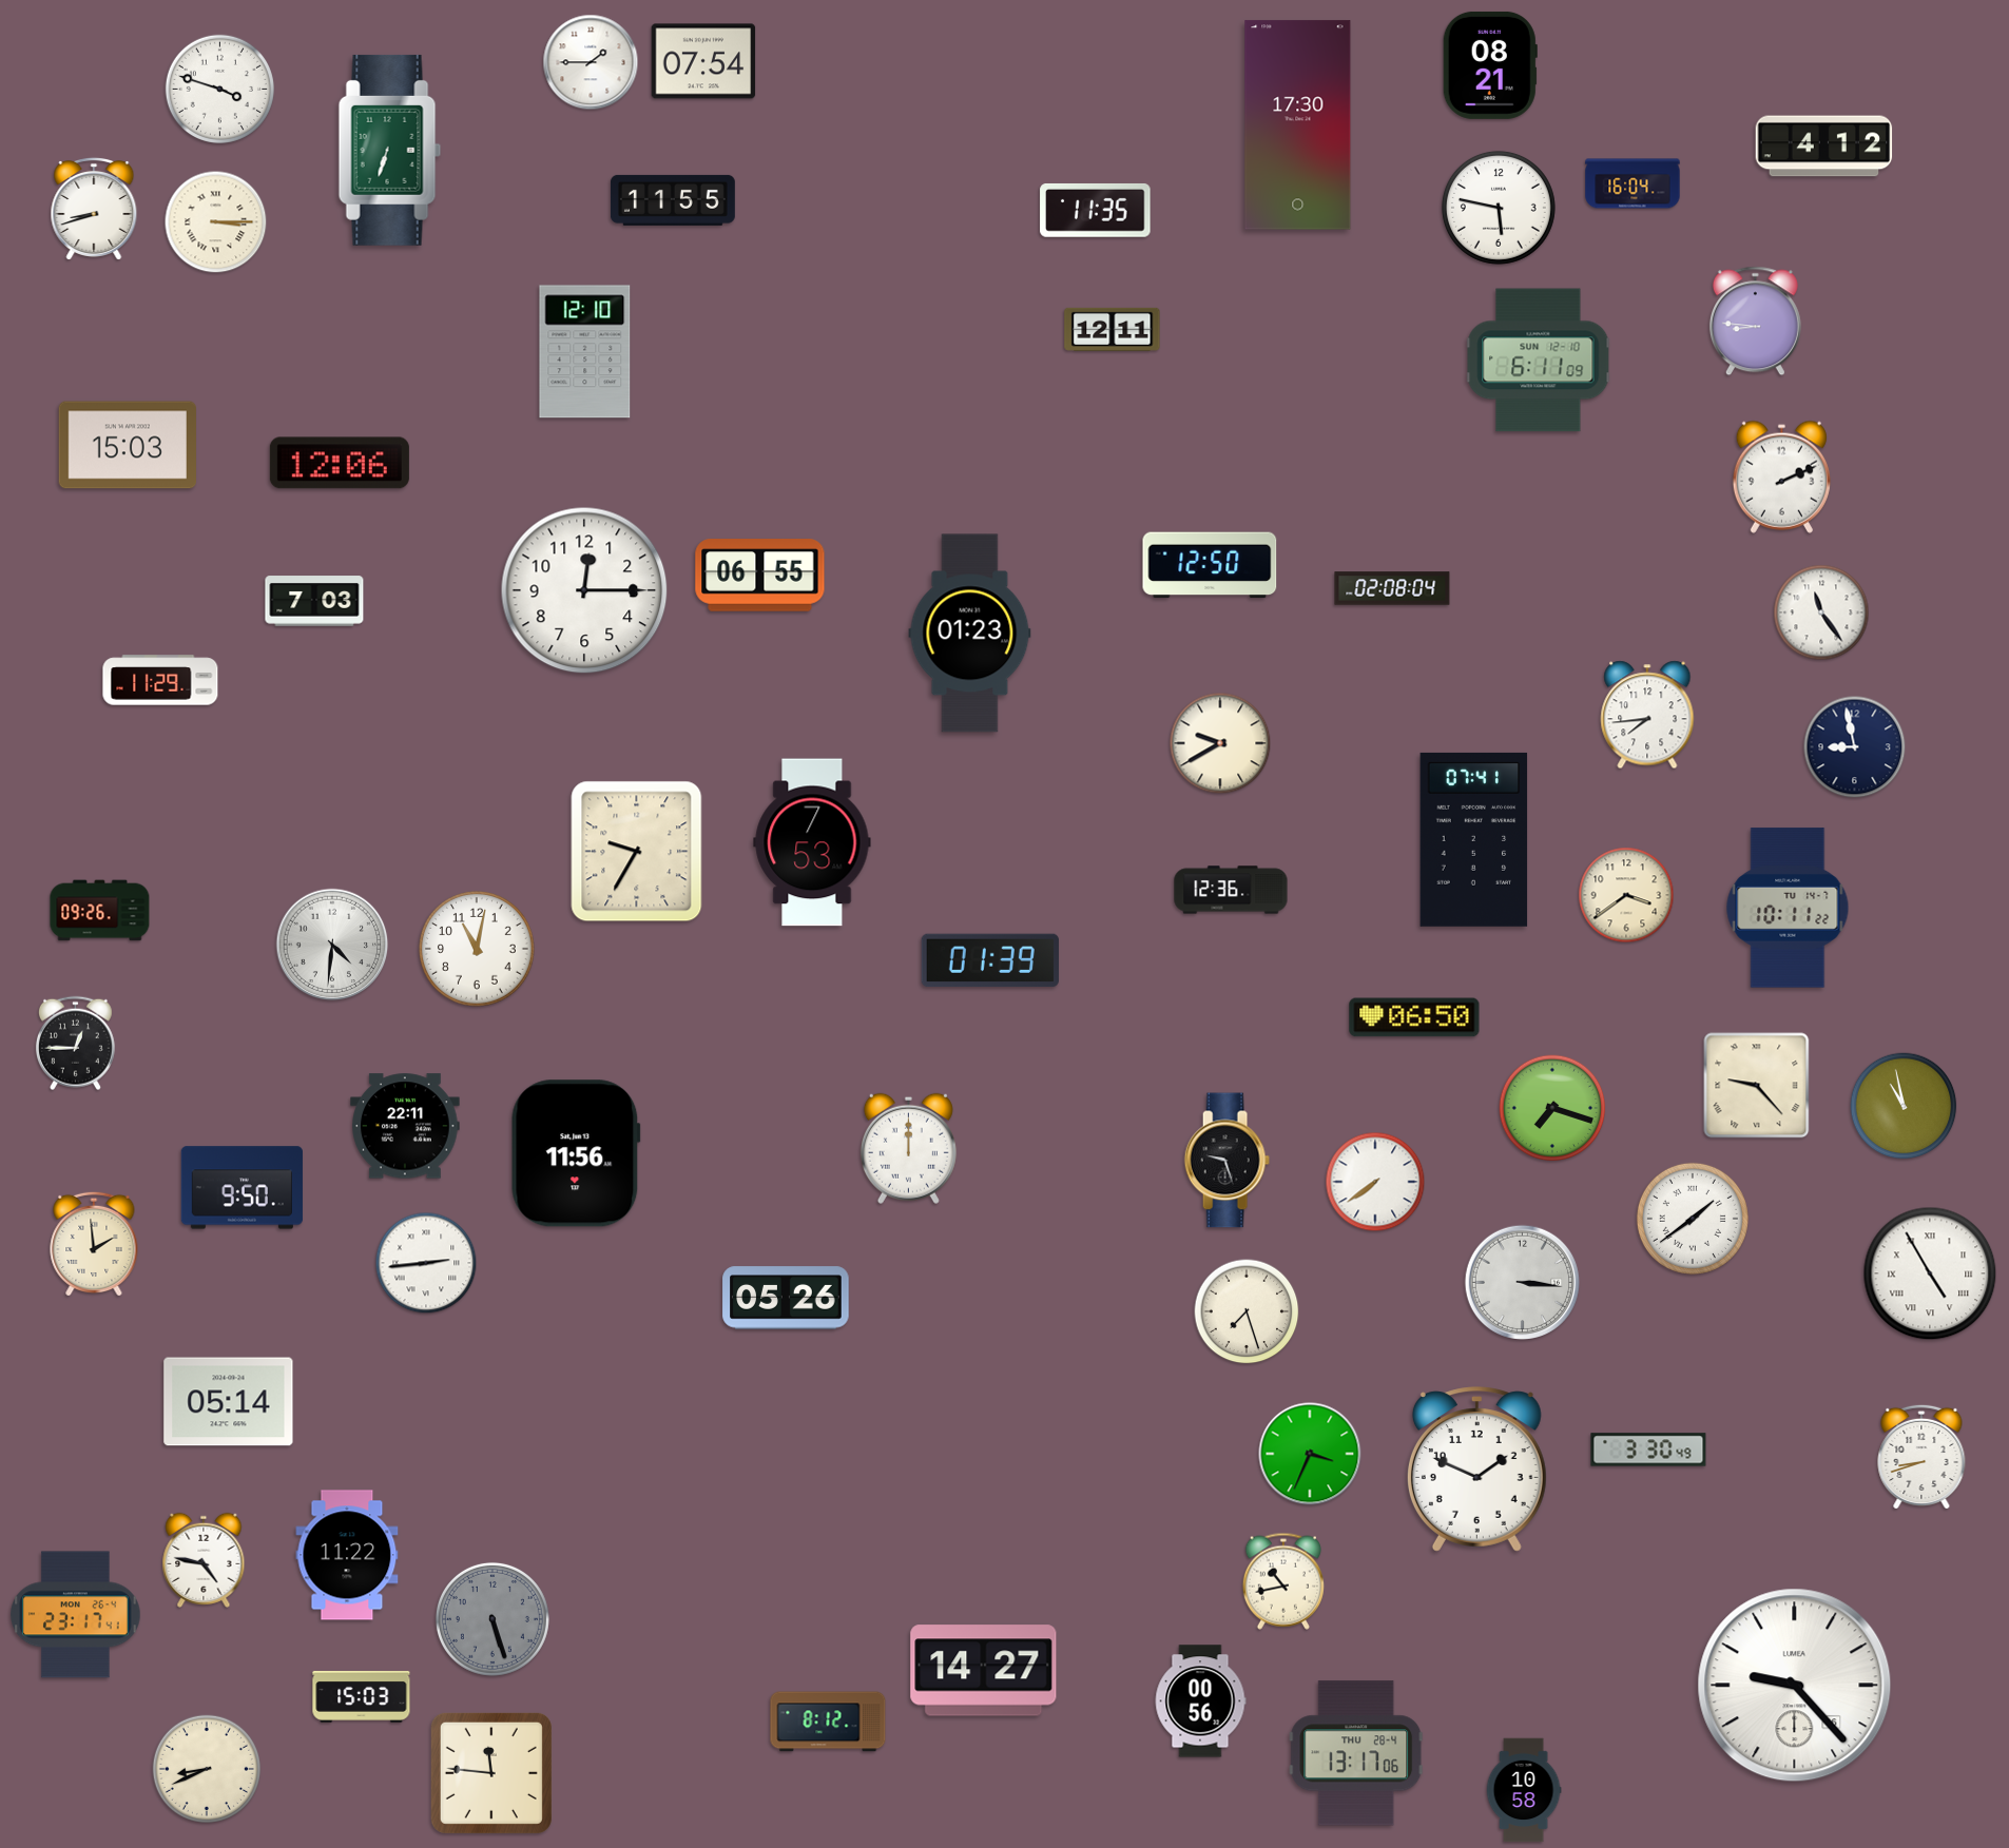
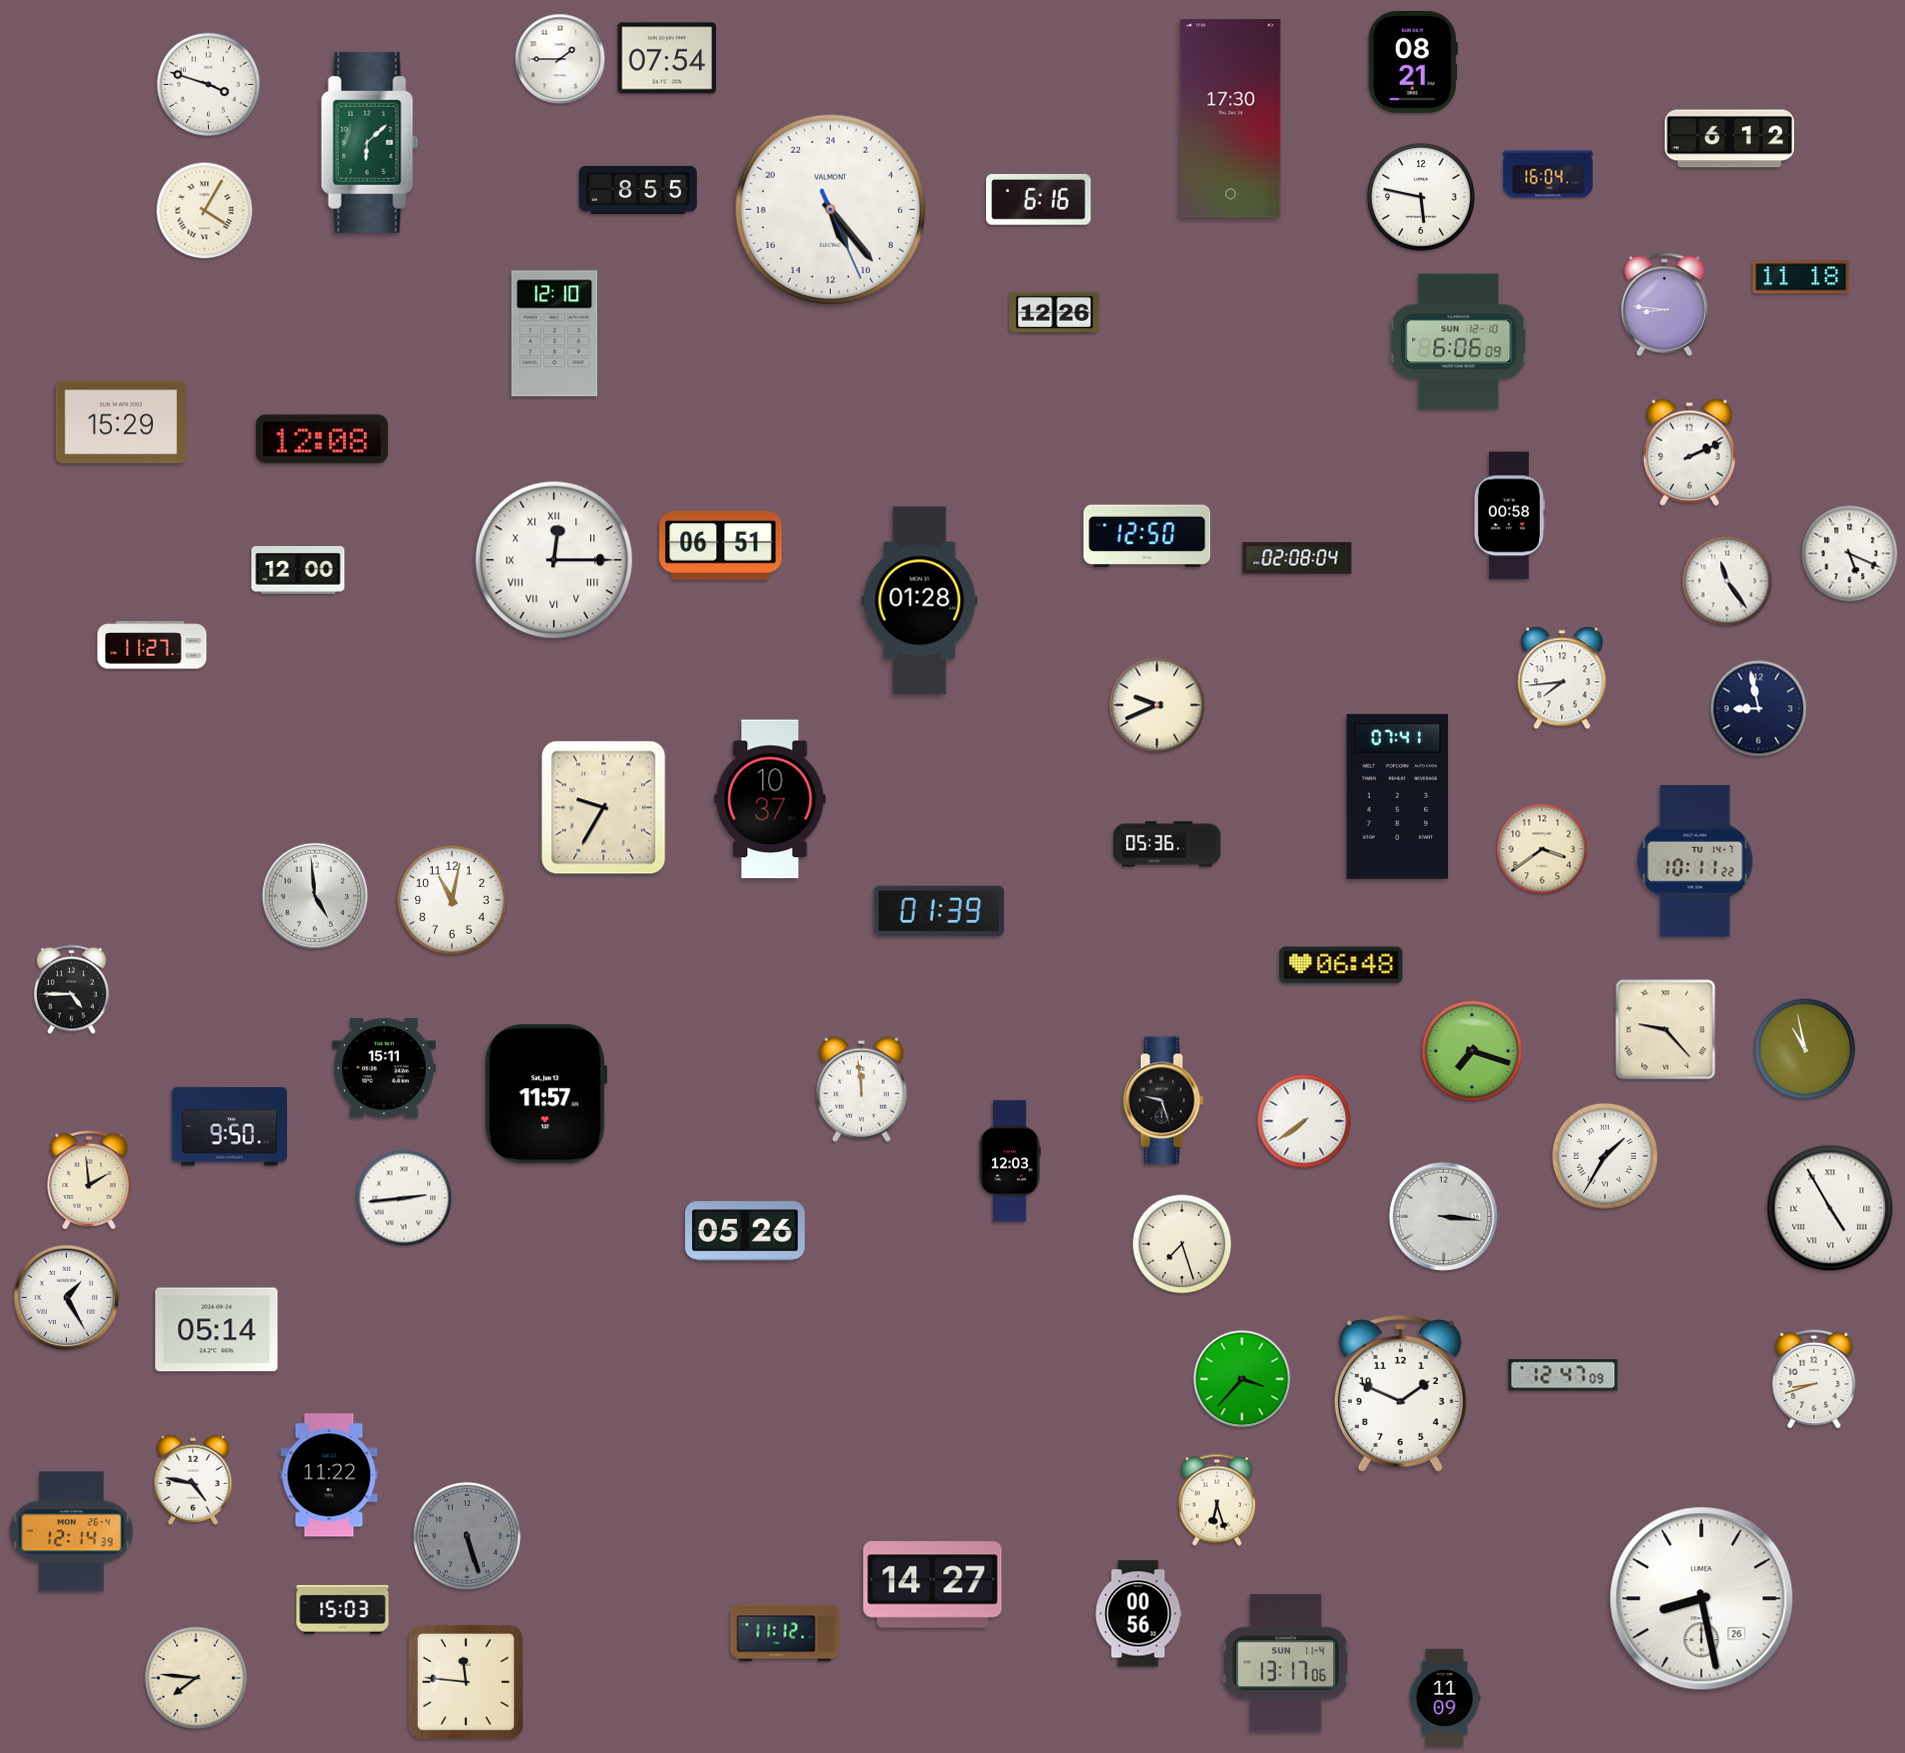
clock at (1824, 147): 4:12 -> 6:12
clock at (390, 150): 6:33 -> 6:08
clock at (673, 200): 11:55 -> 8:55
clock at (94, 209): 8:42 -> none
clock at (1096, 210): 11:35 -> 6:16
clock at (830, 209): none -> 10:23
clock at (216, 222): 3:15 -> 4:05
clock at (1801, 277): none -> 11:18
clock at (1113, 329): 12:11 -> 12:26
clock at (1539, 361): 6:11 -> 6:06
clock at (127, 445): 15:03 -> 15:29
clock at (340, 463): 12:06 -> 12:08
clock at (1509, 516): none -> 00:58
clock at (760, 576): 06:55 -> 06:51
clock at (1850, 554): none -> 5:19
clock at (1392, 588) position: (1392, 588) -> (1297, 558)
clock at (584, 590) numerals: Arabic -> Roman
clock at (314, 601): 7:03 -> 12:00
clock at (970, 634): 01:23 -> 01:28
clock at (160, 680): 11:29 -> 11:27
clock at (1220, 743): 9:40 -> 9:41
clock at (812, 842): 7:53 -> 10:37
clock at (1231, 890): 12:36 -> 05:36
clock at (100, 911): 09:26 -> none
clock at (332, 945): 4:31 -> 4:59
clock at (1414, 1017): 06:50 -> 06:48
clock at (75, 1044): 12:45 -> 4:45
clock at (405, 1126): 22:11 -> 15:11
clock at (908, 1148): 12:00 -> 11:59
clock at (576, 1153): 11:56 -> 11:57
clock at (1693, 1219): 1:39 -> 1:35
clock at (1010, 1161): none -> 12:03
clock at (67, 1298): none -> 1:25
clock at (1648, 1450): 3:30 -> 12:47
clock at (1310, 1454): 3:34 -> 3:37
clock at (1921, 1457) position: (1921, 1457) -> (1814, 1379)
clock at (1283, 1581): 10:43 -> 6:27
clock at (76, 1615): 23:17 -> 12:14
clock at (1795, 1686): 9:23 -> 8:28
clock at (828, 1721): 8:12 -> 11:12
clock at (1356, 1753) date: THU 28-4 -> SUN 11-4
clock at (206, 1768): 8:41 -> 7:46
clock at (1524, 1790): 10:58 -> 11:09
